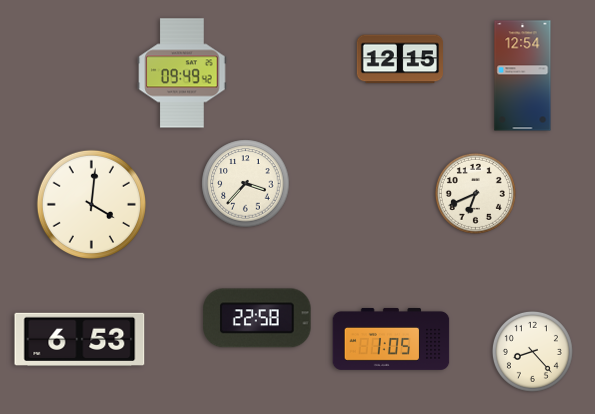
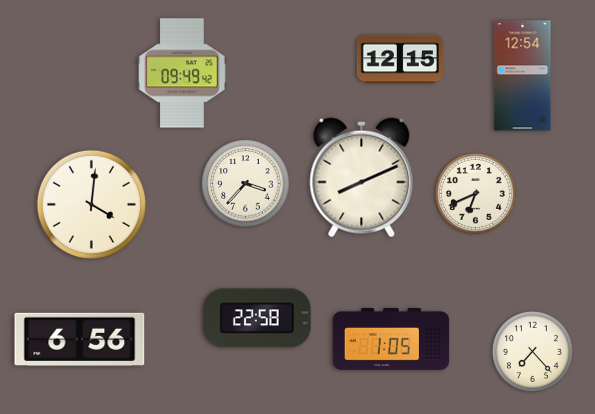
clock at (362, 178): none -> 8:11
clock at (80, 339): 6:53 -> 6:56
clock at (532, 351): 8:23 -> 7:23
